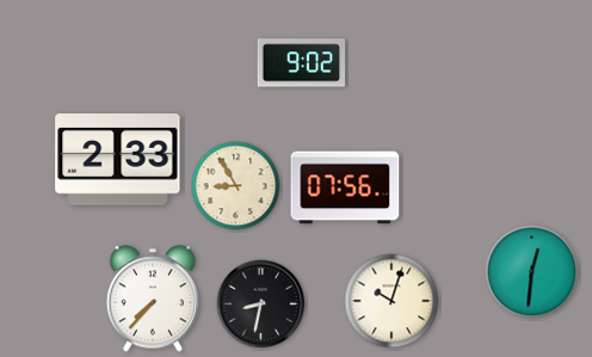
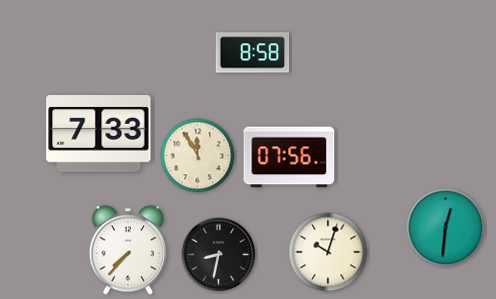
clock at (302, 63): 9:02 -> 8:58
clock at (118, 160): 2:33 -> 7:33
clock at (236, 186): 8:55 -> 11:55
